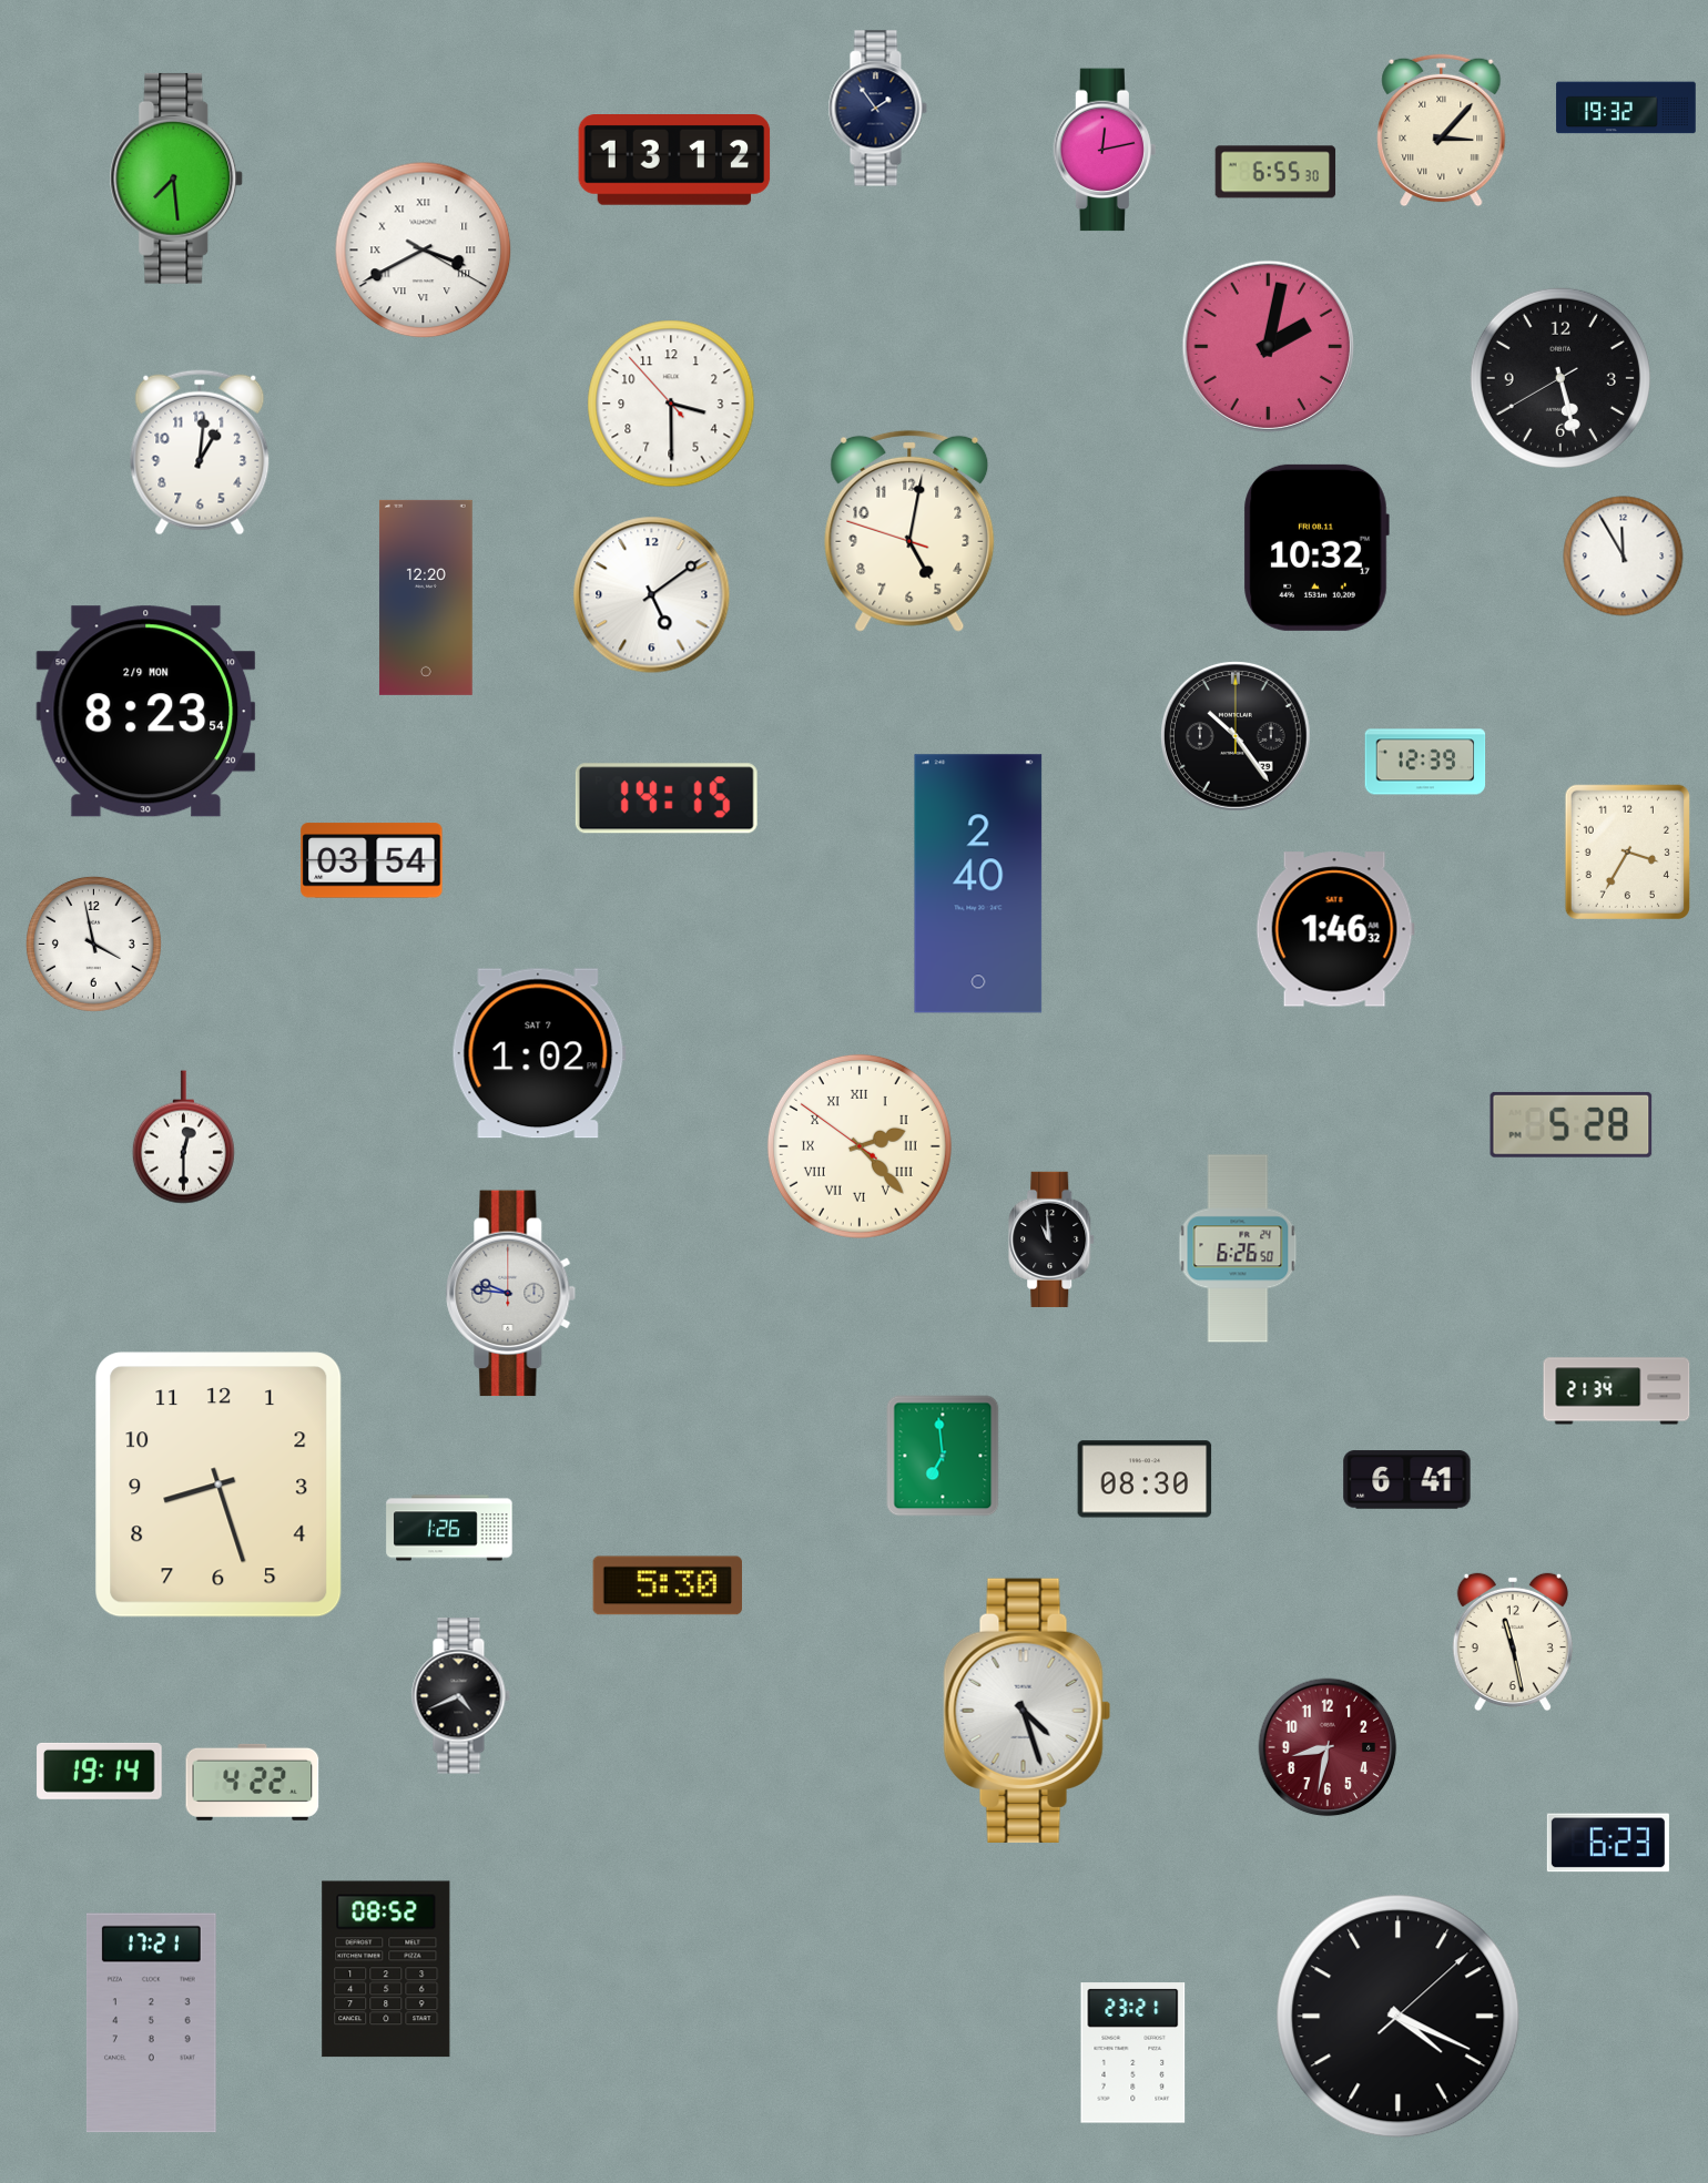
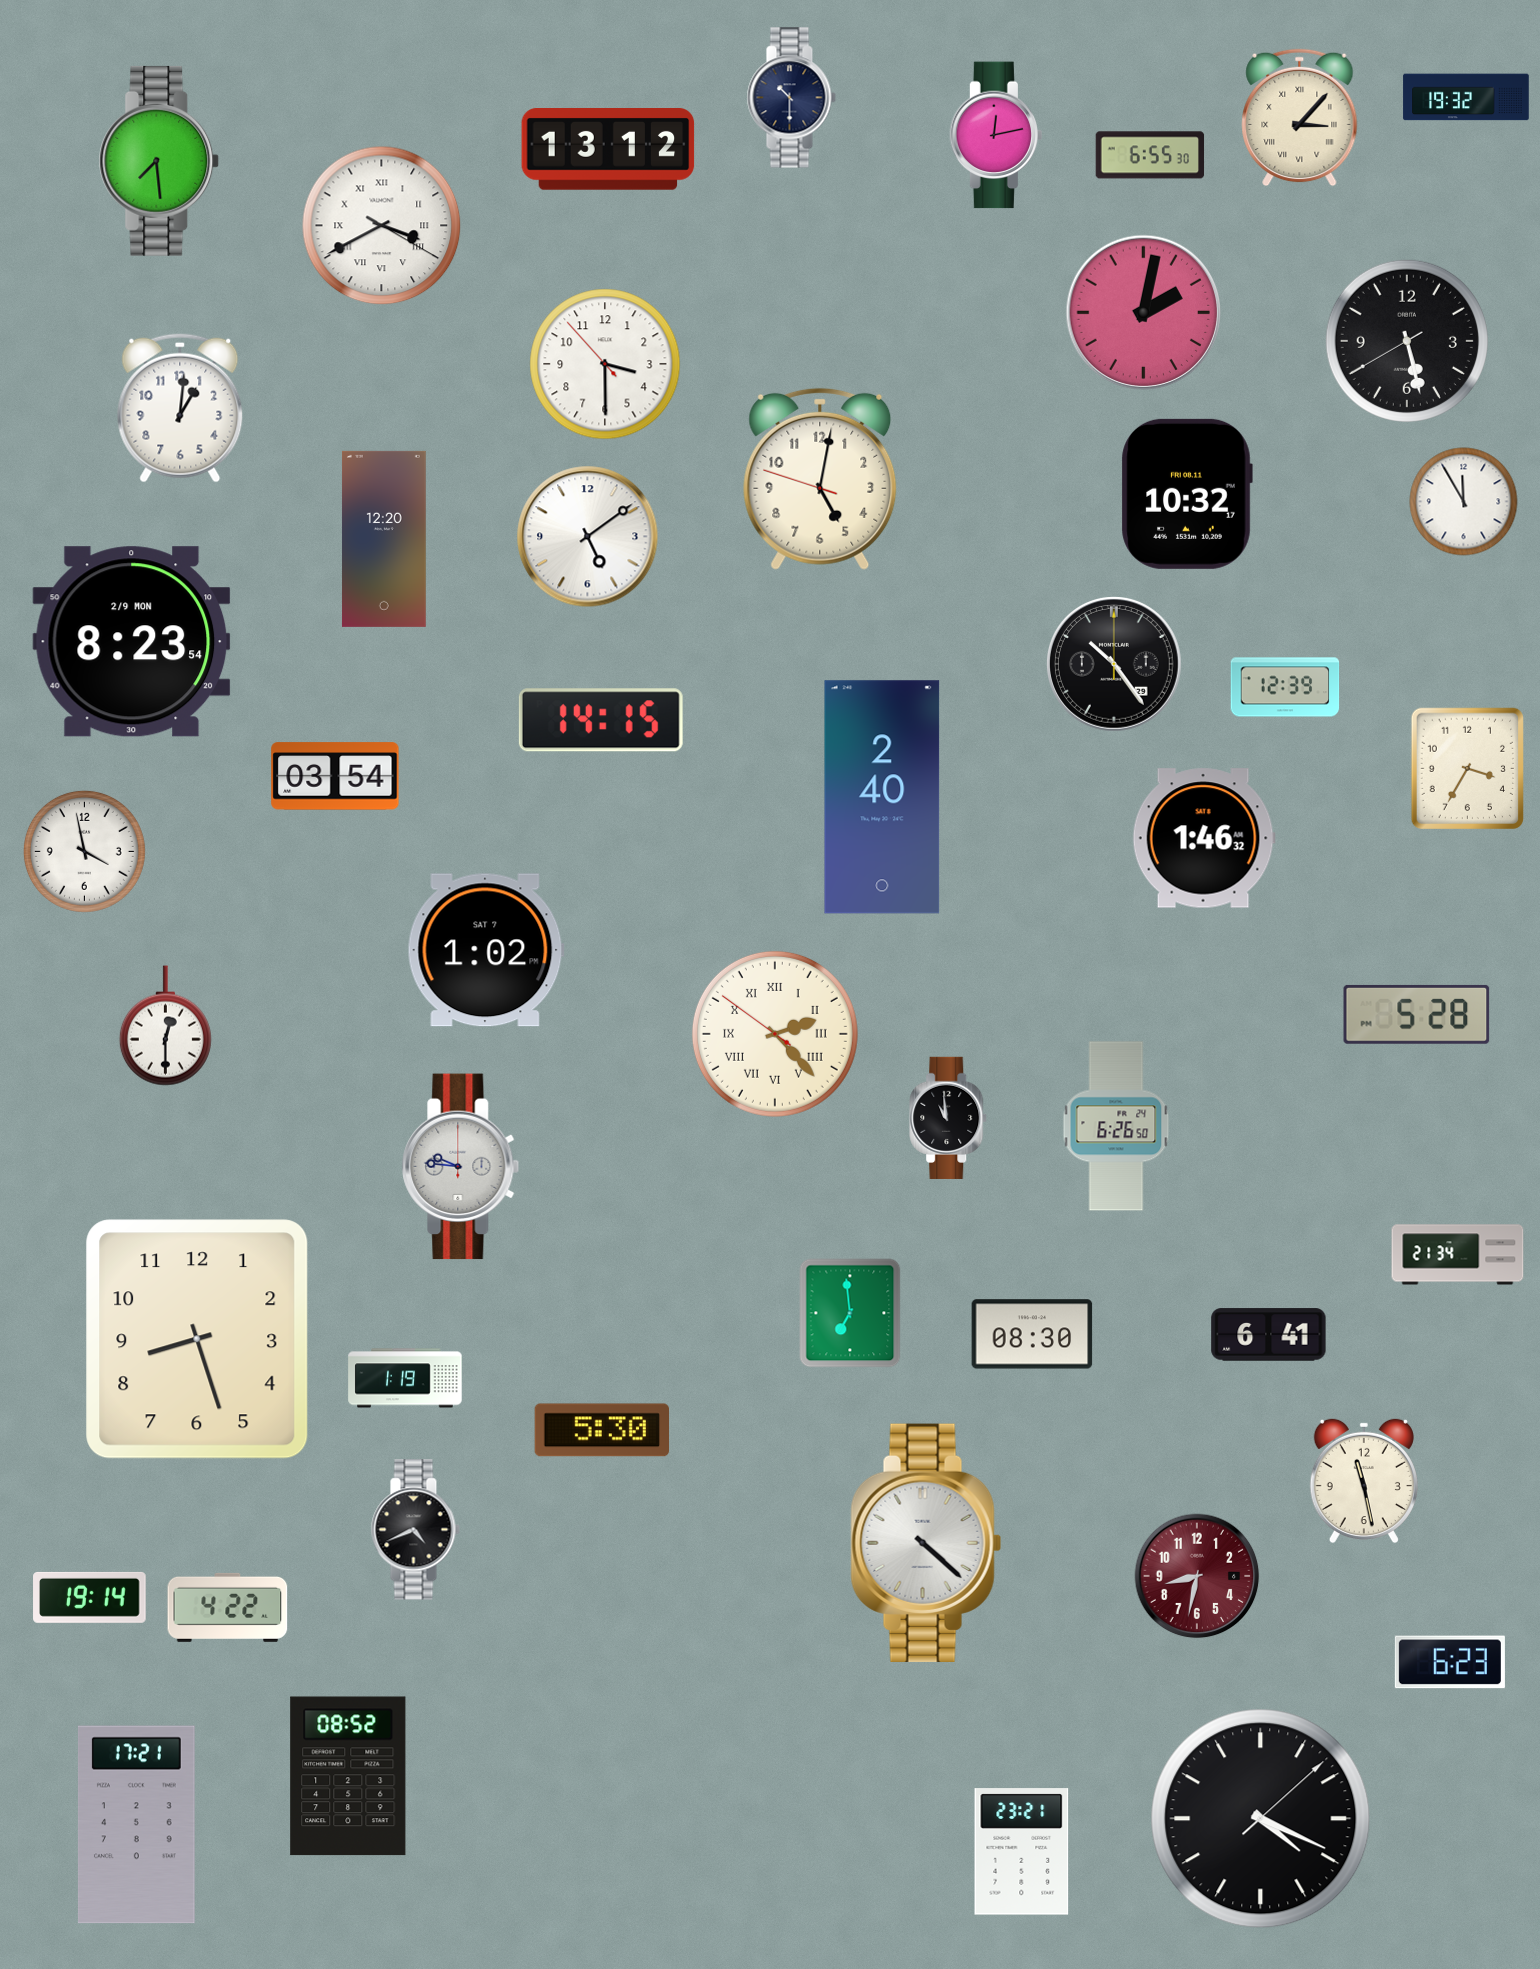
clock at (877, 109): 1:54 -> 10:30
clock at (674, 161) position: (674, 161) -> (608, 150)
clock at (449, 1528): 1:26 -> 1:19
clock at (1027, 1711): 4:27 -> 4:22
